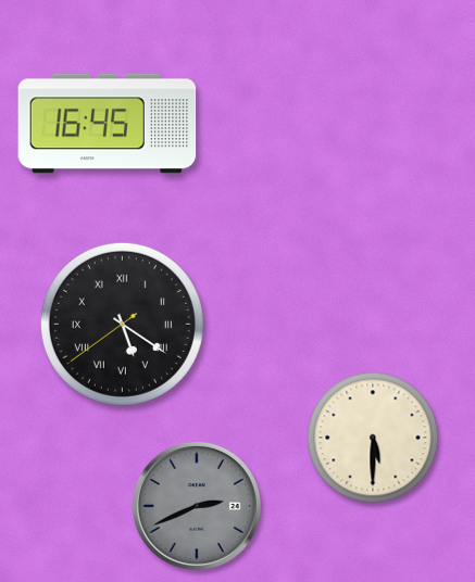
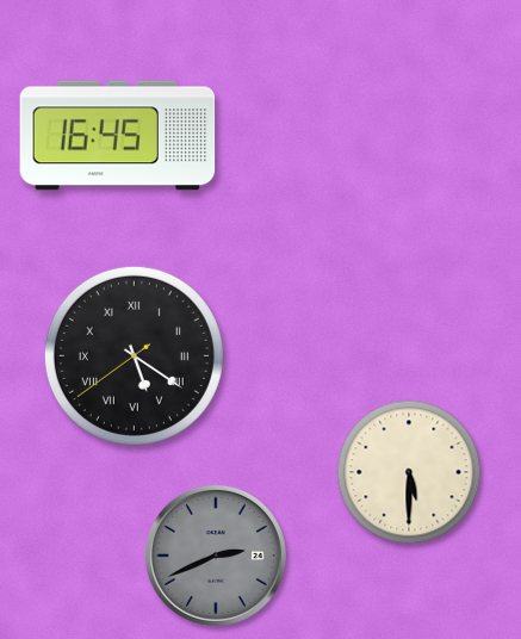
clock at (373, 438) position: (373, 438) -> (409, 472)
